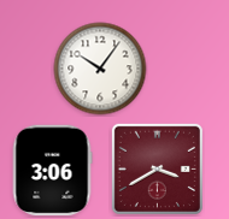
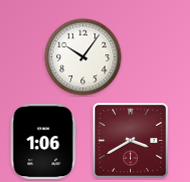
clock at (52, 171): 3:06 -> 1:06
